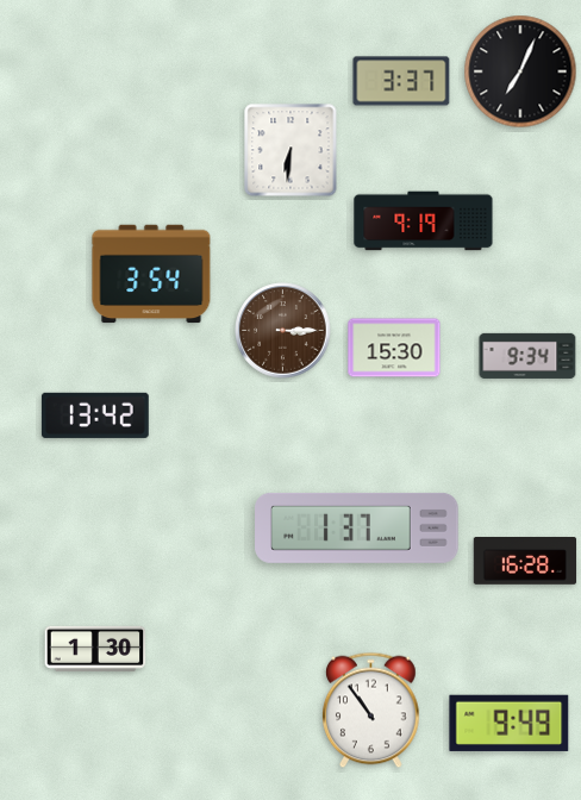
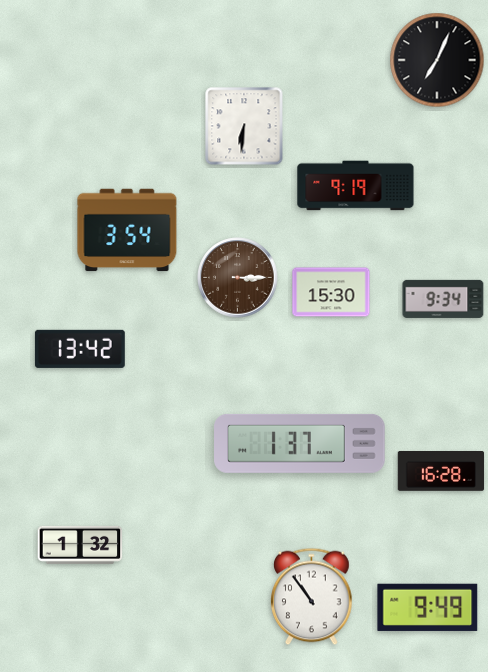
clock at (401, 81): 3:37 -> none
clock at (95, 649): 1:30 -> 1:32
